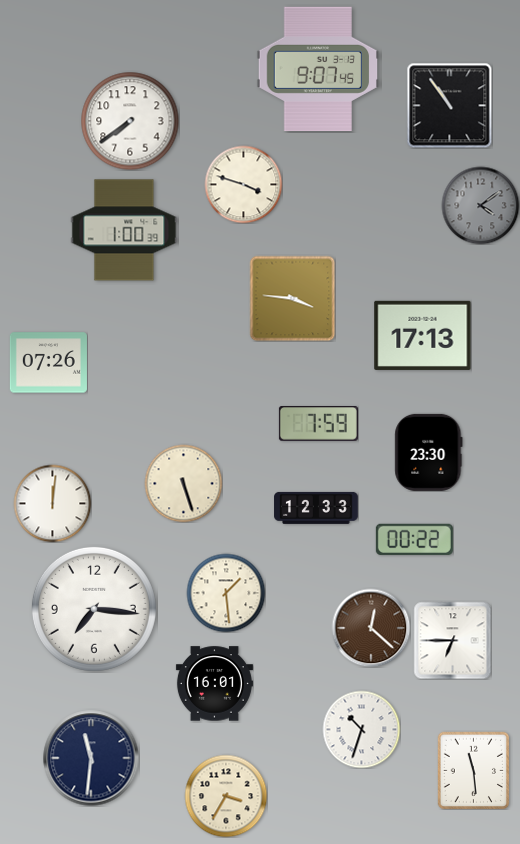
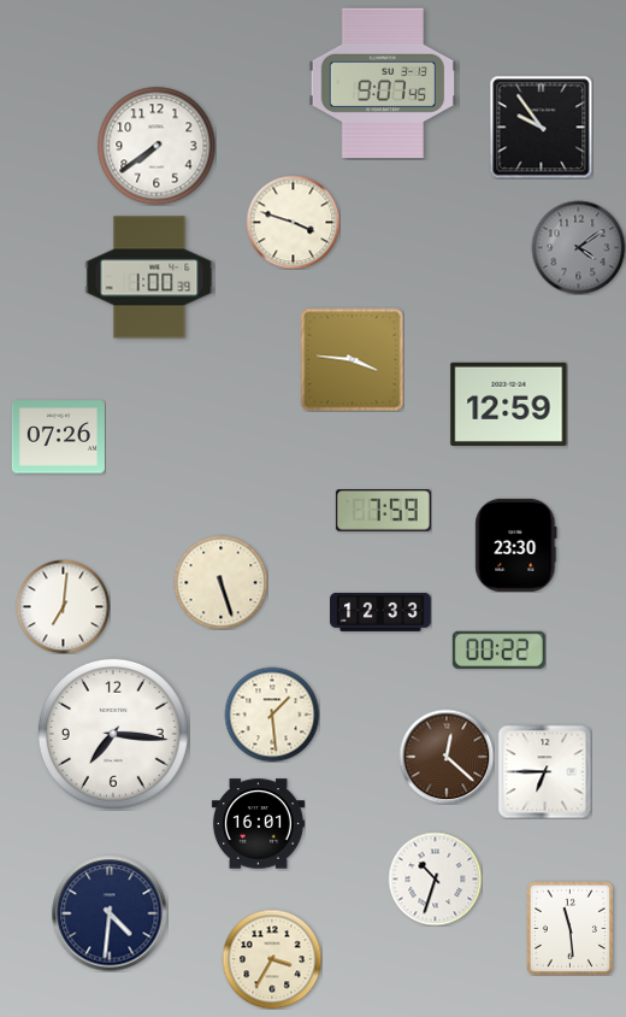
clock at (449, 105): 10:54 -> 9:54
clock at (423, 335): 17:13 -> 12:59
clock at (52, 503): 12:01 -> 7:01
clock at (91, 758): 11:31 -> 4:31
